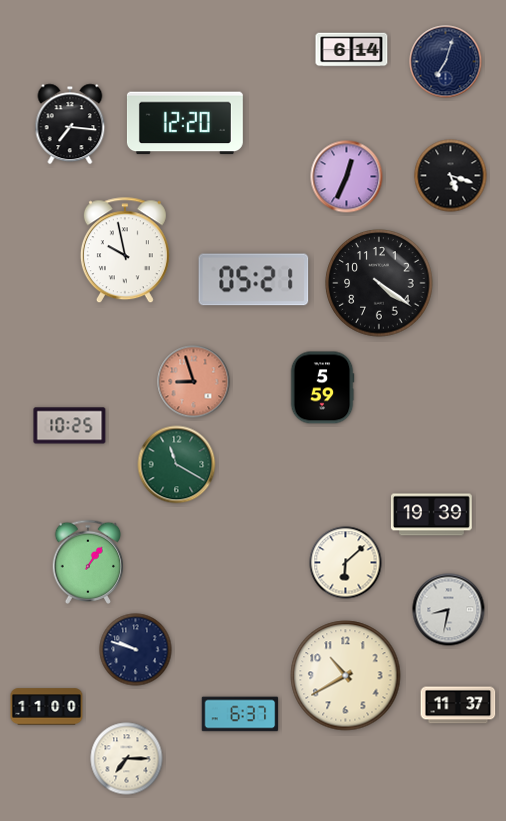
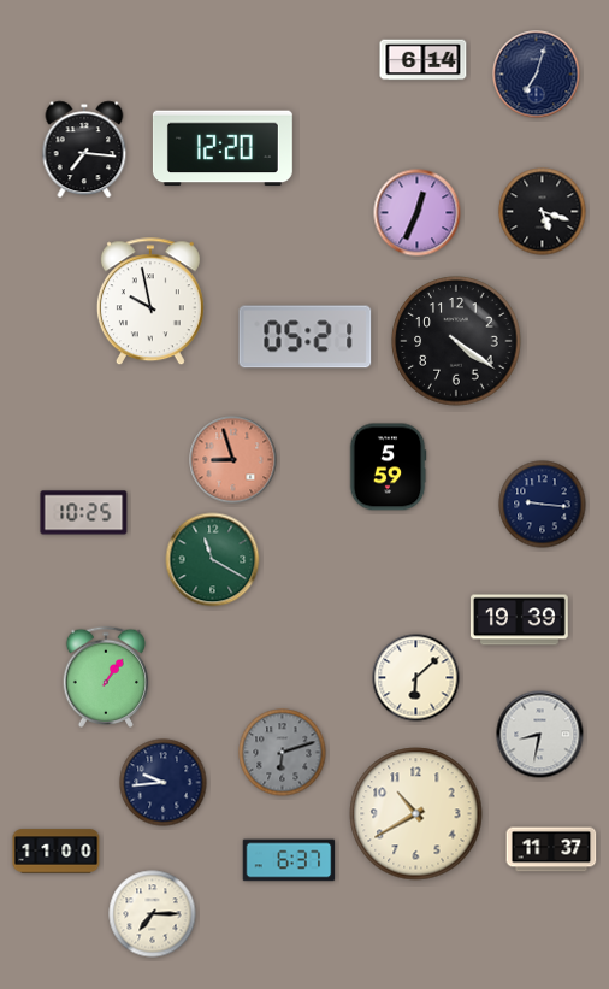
clock at (543, 505): none -> 9:16
clock at (283, 753): none -> 6:12
clock at (136, 650): 9:48 -> 9:44
